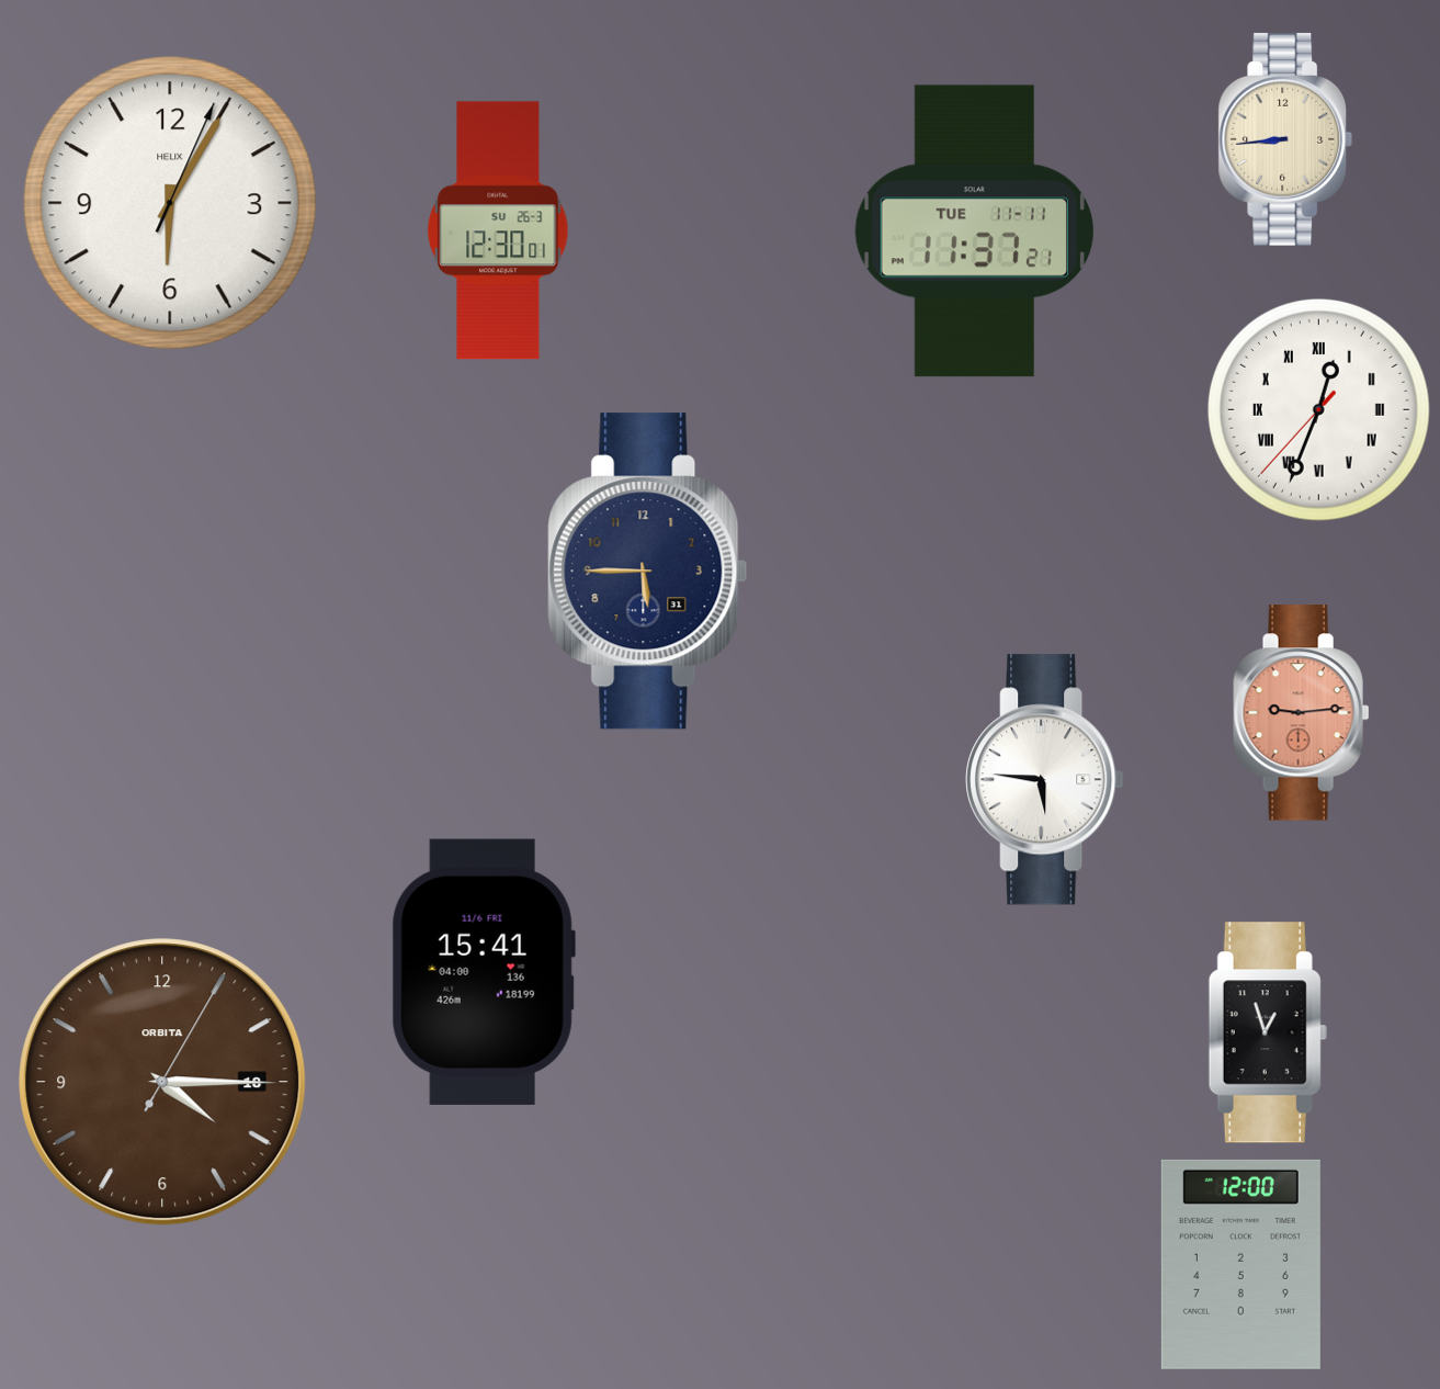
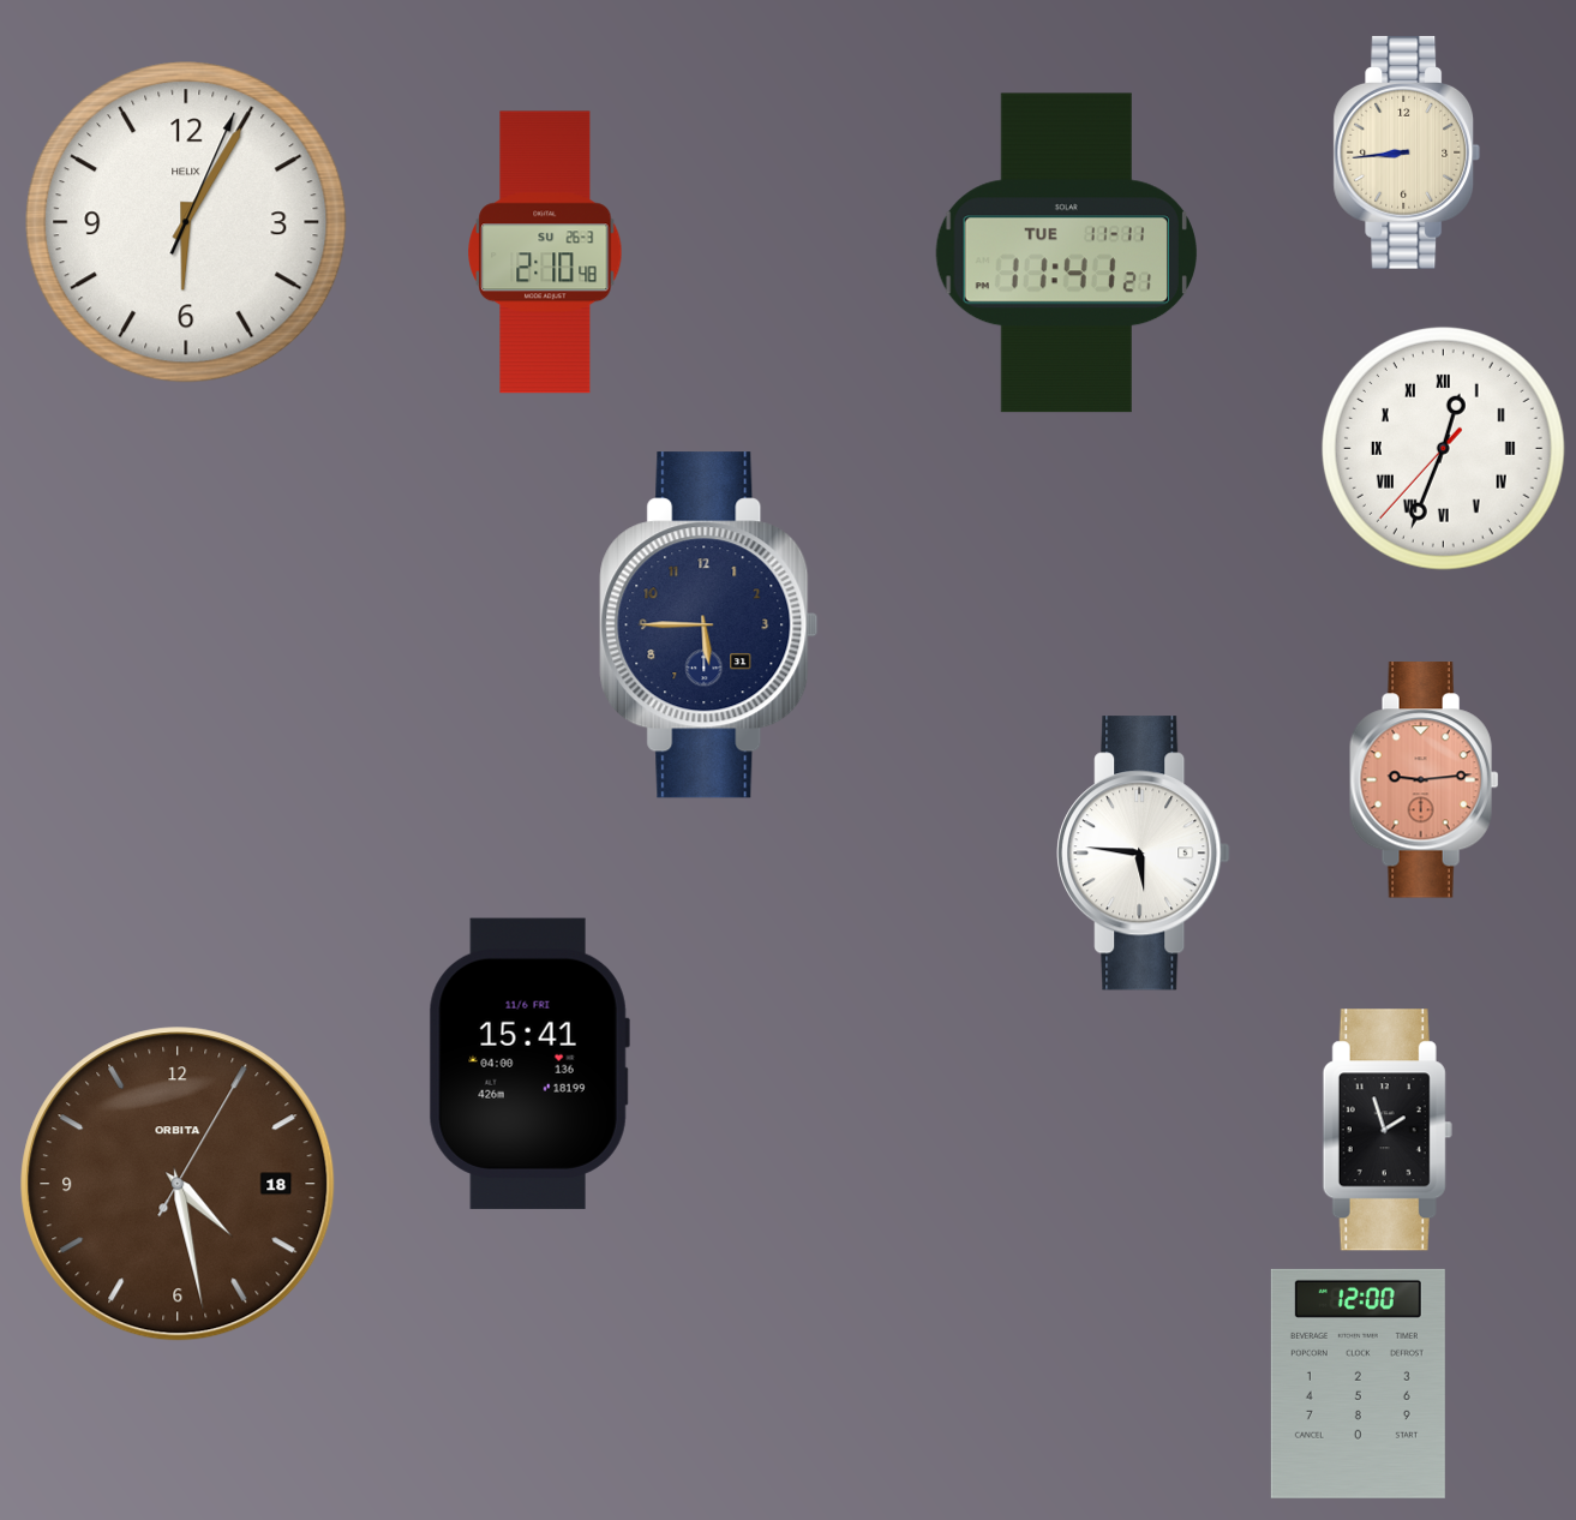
clock at (498, 230): 12:30 -> 2:10
clock at (974, 231): 11:37 -> 11:41
clock at (1268, 1032): 12:57 -> 1:57
clock at (162, 1082): 4:15 -> 4:28
